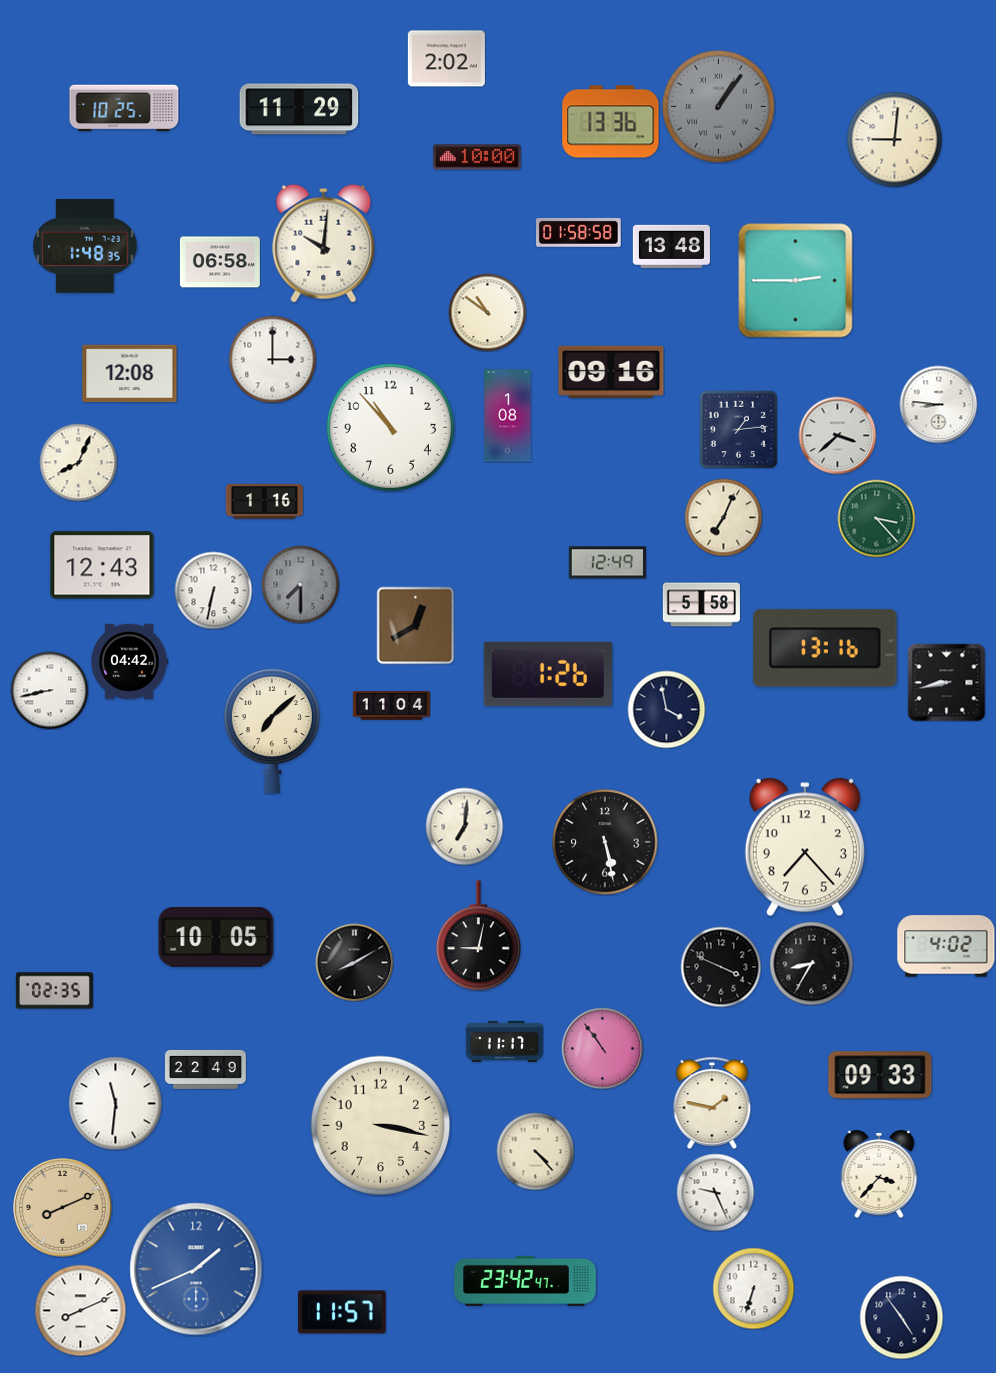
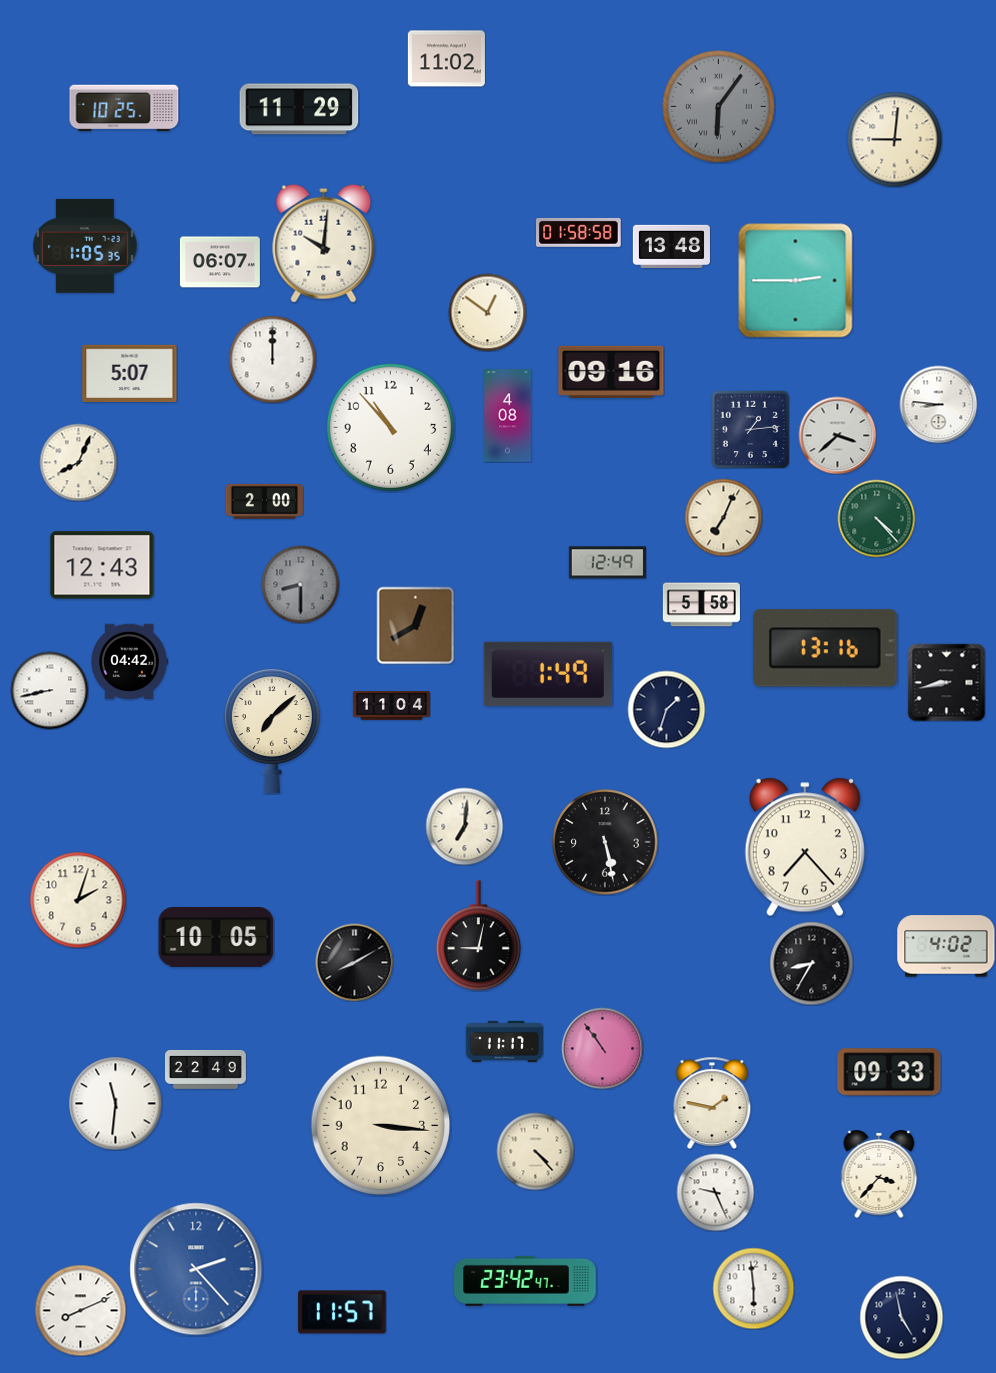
clock at (446, 59): 2:02 -> 11:02
clock at (719, 107): 1:06 -> 6:06
clock at (611, 122): 13:36 -> none
clock at (477, 157): 10:00 -> none
clock at (85, 246): 1:48 -> 1:05
clock at (220, 262): 06:58 -> 06:07
clock at (487, 312): 10:51 -> 12:51
clock at (272, 359): 3:00 -> 12:00
clock at (130, 373): 12:08 -> 5:07
clock at (508, 416): 1:08 -> 4:08
clock at (738, 429) position: (738, 429) -> (750, 429)
clock at (264, 501): 1:16 -> 2:00
clock at (876, 518): 3:23 -> 4:23
clock at (300, 584): 7:30 -> 8:30
clock at (213, 590): 6:32 -> none
clock at (548, 674): 1:26 -> 1:49
clock at (666, 709): 3:58 -> 1:33
clock at (78, 900): none -> 2:03
clock at (721, 967): 3:49 -> none
clock at (54, 991): 02:35 -> none
clock at (880, 1075) position: (880, 1075) -> (889, 1072)
clock at (381, 1126): 3:17 -> 3:16
clock at (63, 1208): 8:11 -> none
clock at (196, 1269): 1:41 -> 2:23
clock at (753, 1288): 6:33 -> 5:59
clock at (901, 1317): 4:54 -> 4:58
